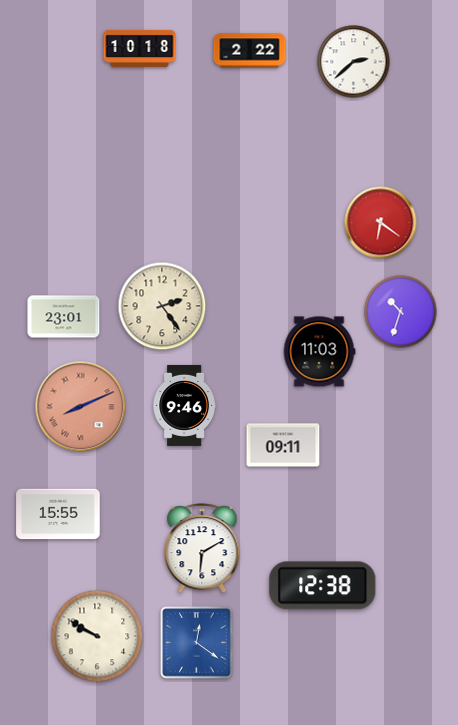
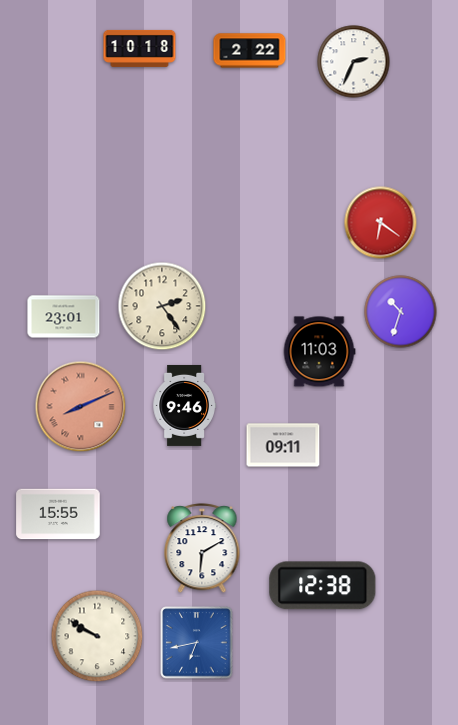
clock at (354, 62): 2:38 -> 2:34
clock at (197, 643): 12:21 -> 6:43
